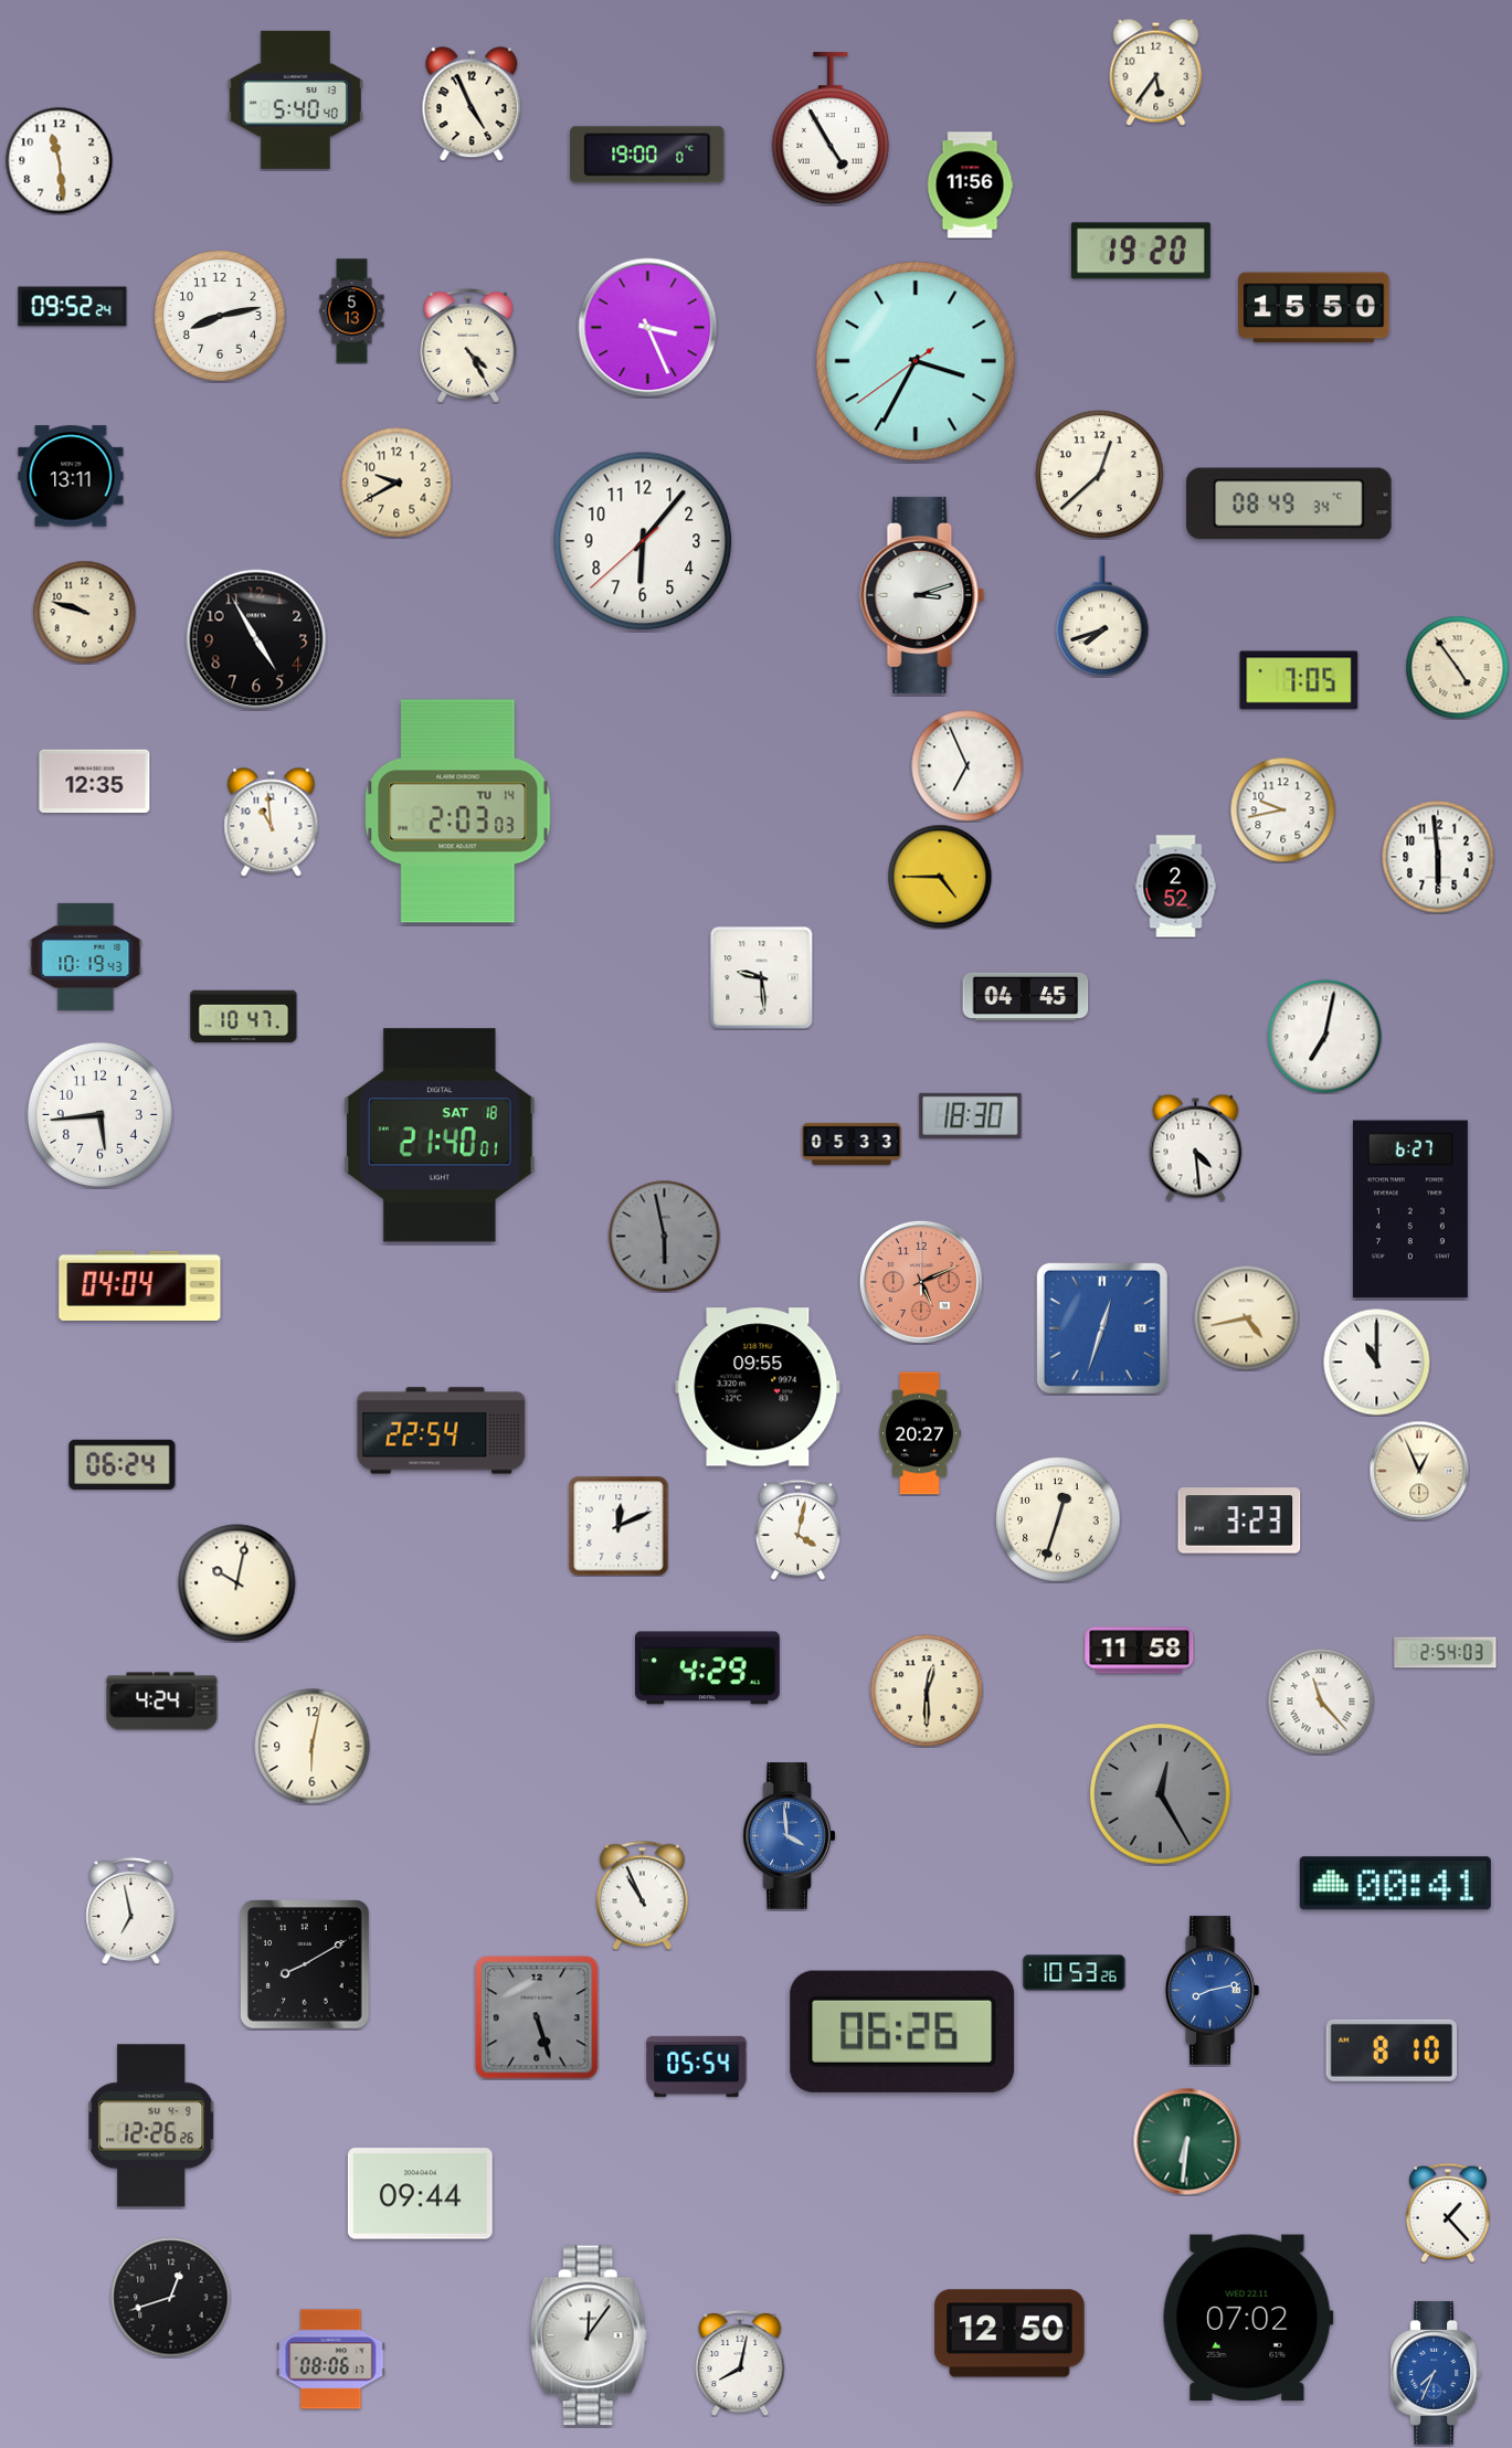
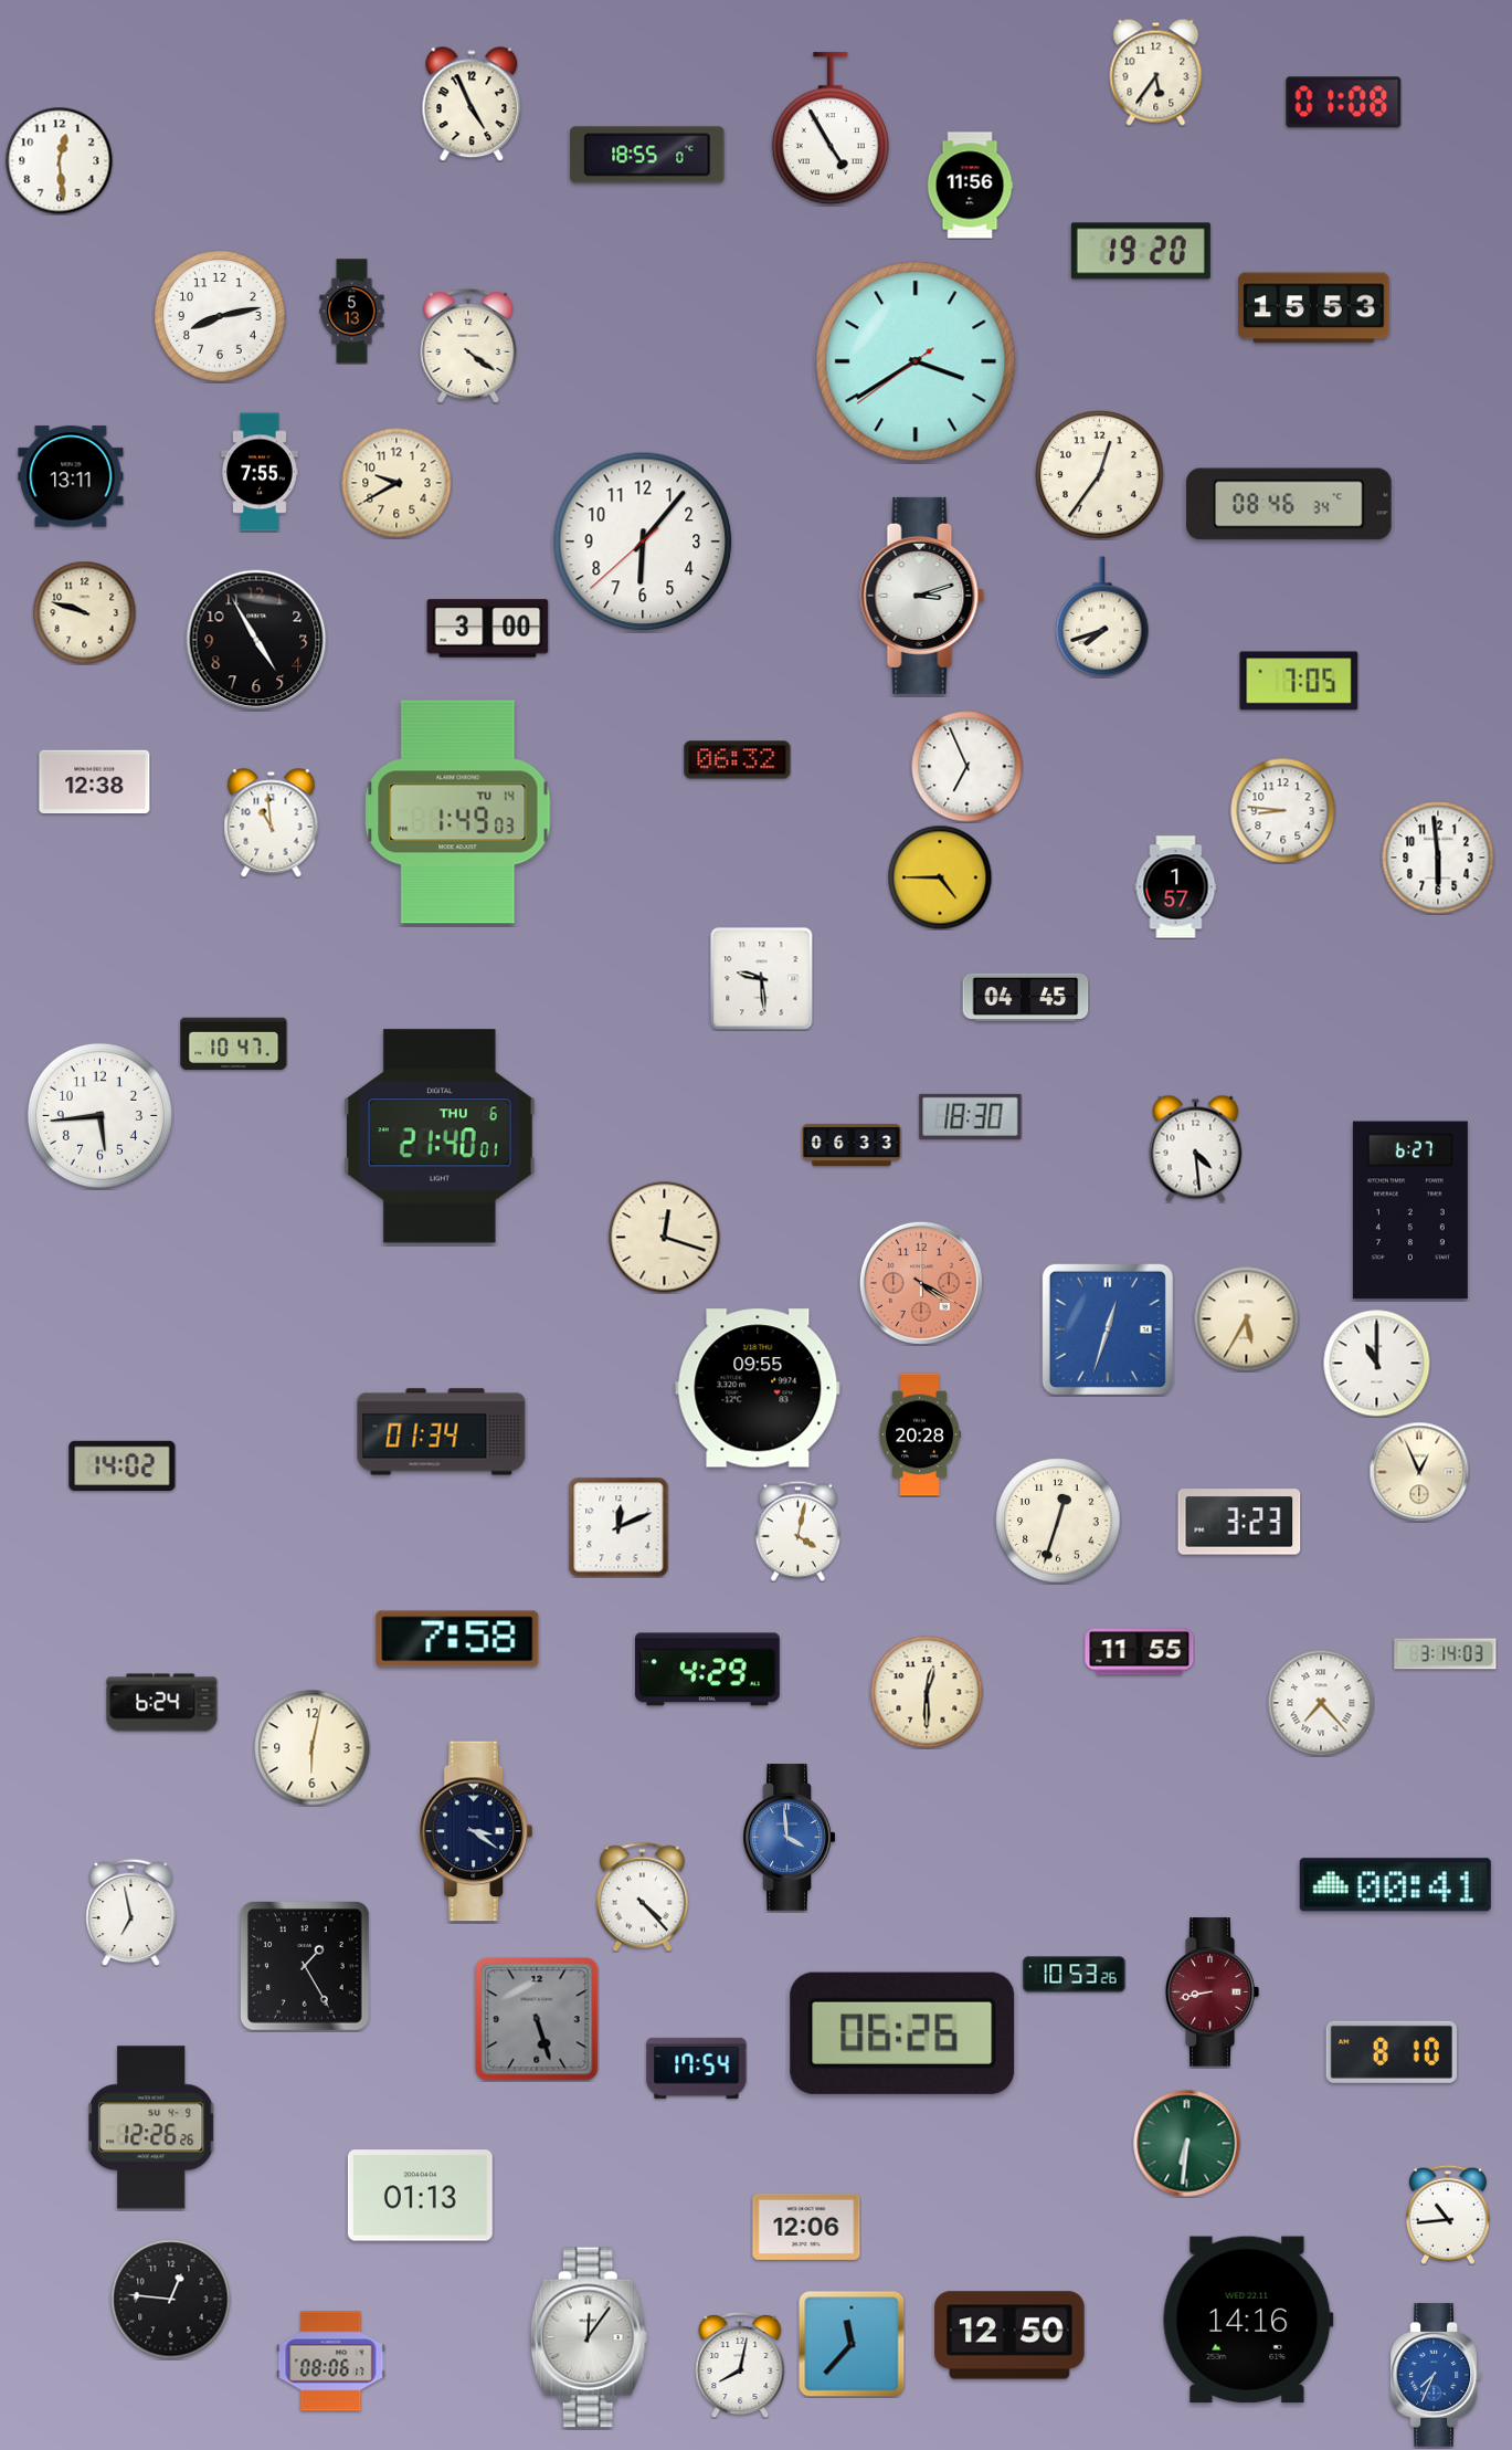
clock at (295, 99): 5:40 -> none
clock at (1344, 103): none -> 01:08
clock at (647, 155): 19:00 -> 18:55
clock at (59, 160): 11:29 -> 12:29
clock at (73, 307): 09:52 -> none
clock at (1314, 308): 15:50 -> 15:53
clock at (648, 328): 3:26 -> none
clock at (468, 346): 4:25 -> 4:21
clock at (916, 361): 3:34 -> 3:39
clock at (261, 472): none -> 7:55
clock at (1100, 475): 12:38 -> 12:36
clock at (1289, 504): 08:49 -> 08:46
clock at (488, 629): none -> 3:00
clock at (1457, 667): 4:54 -> none
clock at (738, 760): none -> 06:32
clock at (95, 782): 12:35 -> 12:38
clock at (1282, 809): 9:43 -> 8:46
clock at (458, 812): 2:03 -> 1:49
clock at (1176, 887): 2:52 -> 1:57
clock at (86, 956): 10:19 -> none
clock at (244, 1017) position: (244, 1017) -> (234, 1044)
clock at (1325, 1037): 7:02 -> none
clock at (441, 1135) date: SAT 18 -> THU 6
clock at (852, 1144): 05:33 -> 06:33
clock at (665, 1237): 5:58 -> 12:18
clock at (665, 1237) dial: grey -> cream
clock at (921, 1282): 5:11 -> 4:20
clock at (140, 1285): 04:04 -> none
clock at (1246, 1317): 4:43 -> 5:35
clock at (1102, 1328) position: (1102, 1328) -> (1108, 1329)
clock at (442, 1431): 22:54 -> 01:34
clock at (920, 1433): 20:27 -> 20:28
clock at (123, 1464): 06:24 -> 14:02
clock at (237, 1583): 10:02 -> none
clock at (457, 1639): none -> 7:58
clock at (1140, 1651): 11:58 -> 11:55
clock at (1446, 1653): 2:54 -> 3:14
clock at (162, 1702): 4:24 -> 6:24
clock at (1321, 1702): 11:23 -> 7:23
clock at (1160, 1793): 12:25 -> none
clock at (476, 1831): none -> 3:21
clock at (642, 1895): 10:56 -> 4:23
clock at (306, 1965): 8:10 -> 1:25
clock at (1212, 1991): 8:13 -> 8:43
clock at (1212, 1991) dial: blue -> burgundy
clock at (697, 2066): 05:54 -> 17:54
clock at (420, 2194): 09:44 -> 01:13
clock at (1448, 2213): 1:23 -> 10:44
clock at (806, 2227): none -> 12:06
clock at (171, 2298): 12:42 -> 12:46
clock at (1248, 2318): 07:02 -> 14:16
clock at (852, 2344): none -> 11:37
